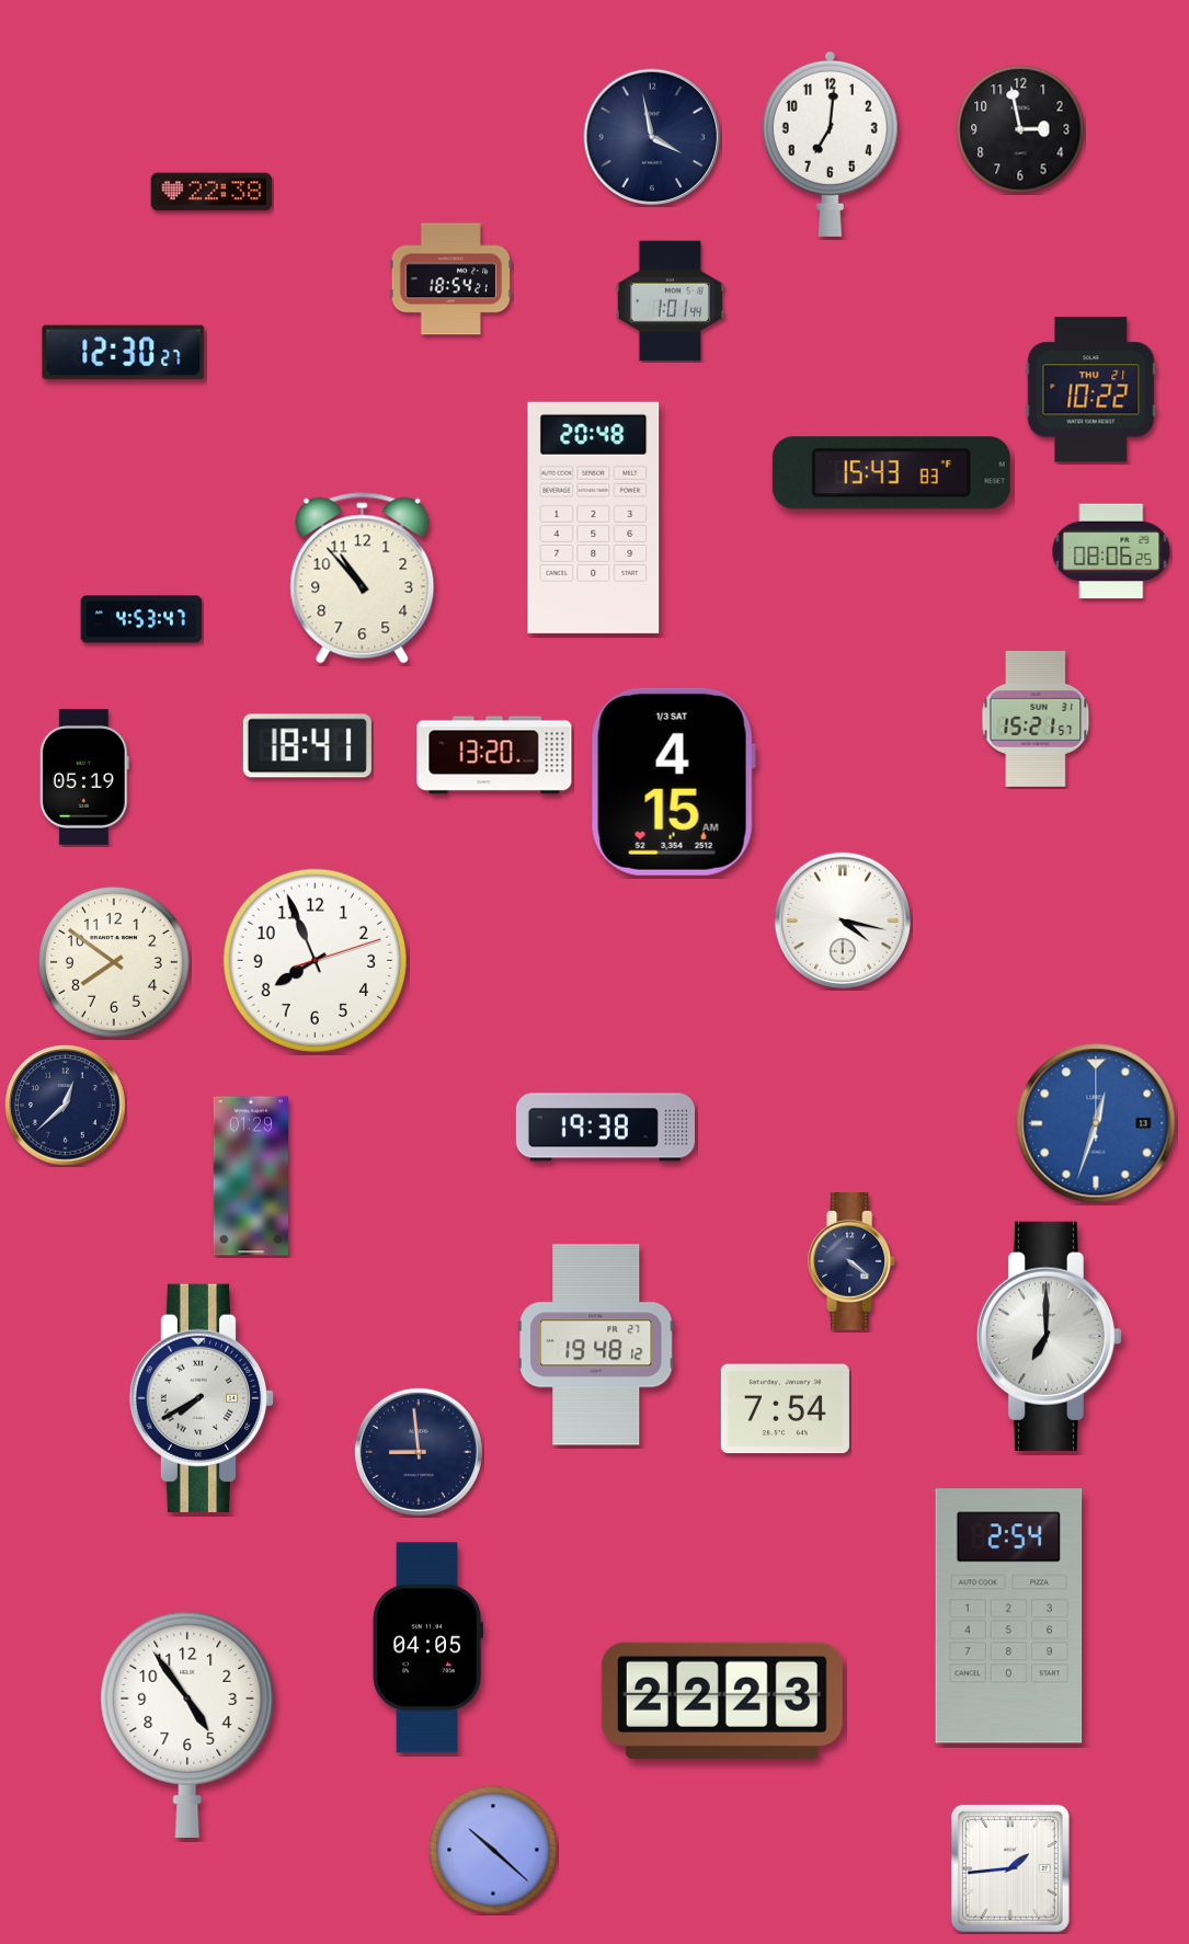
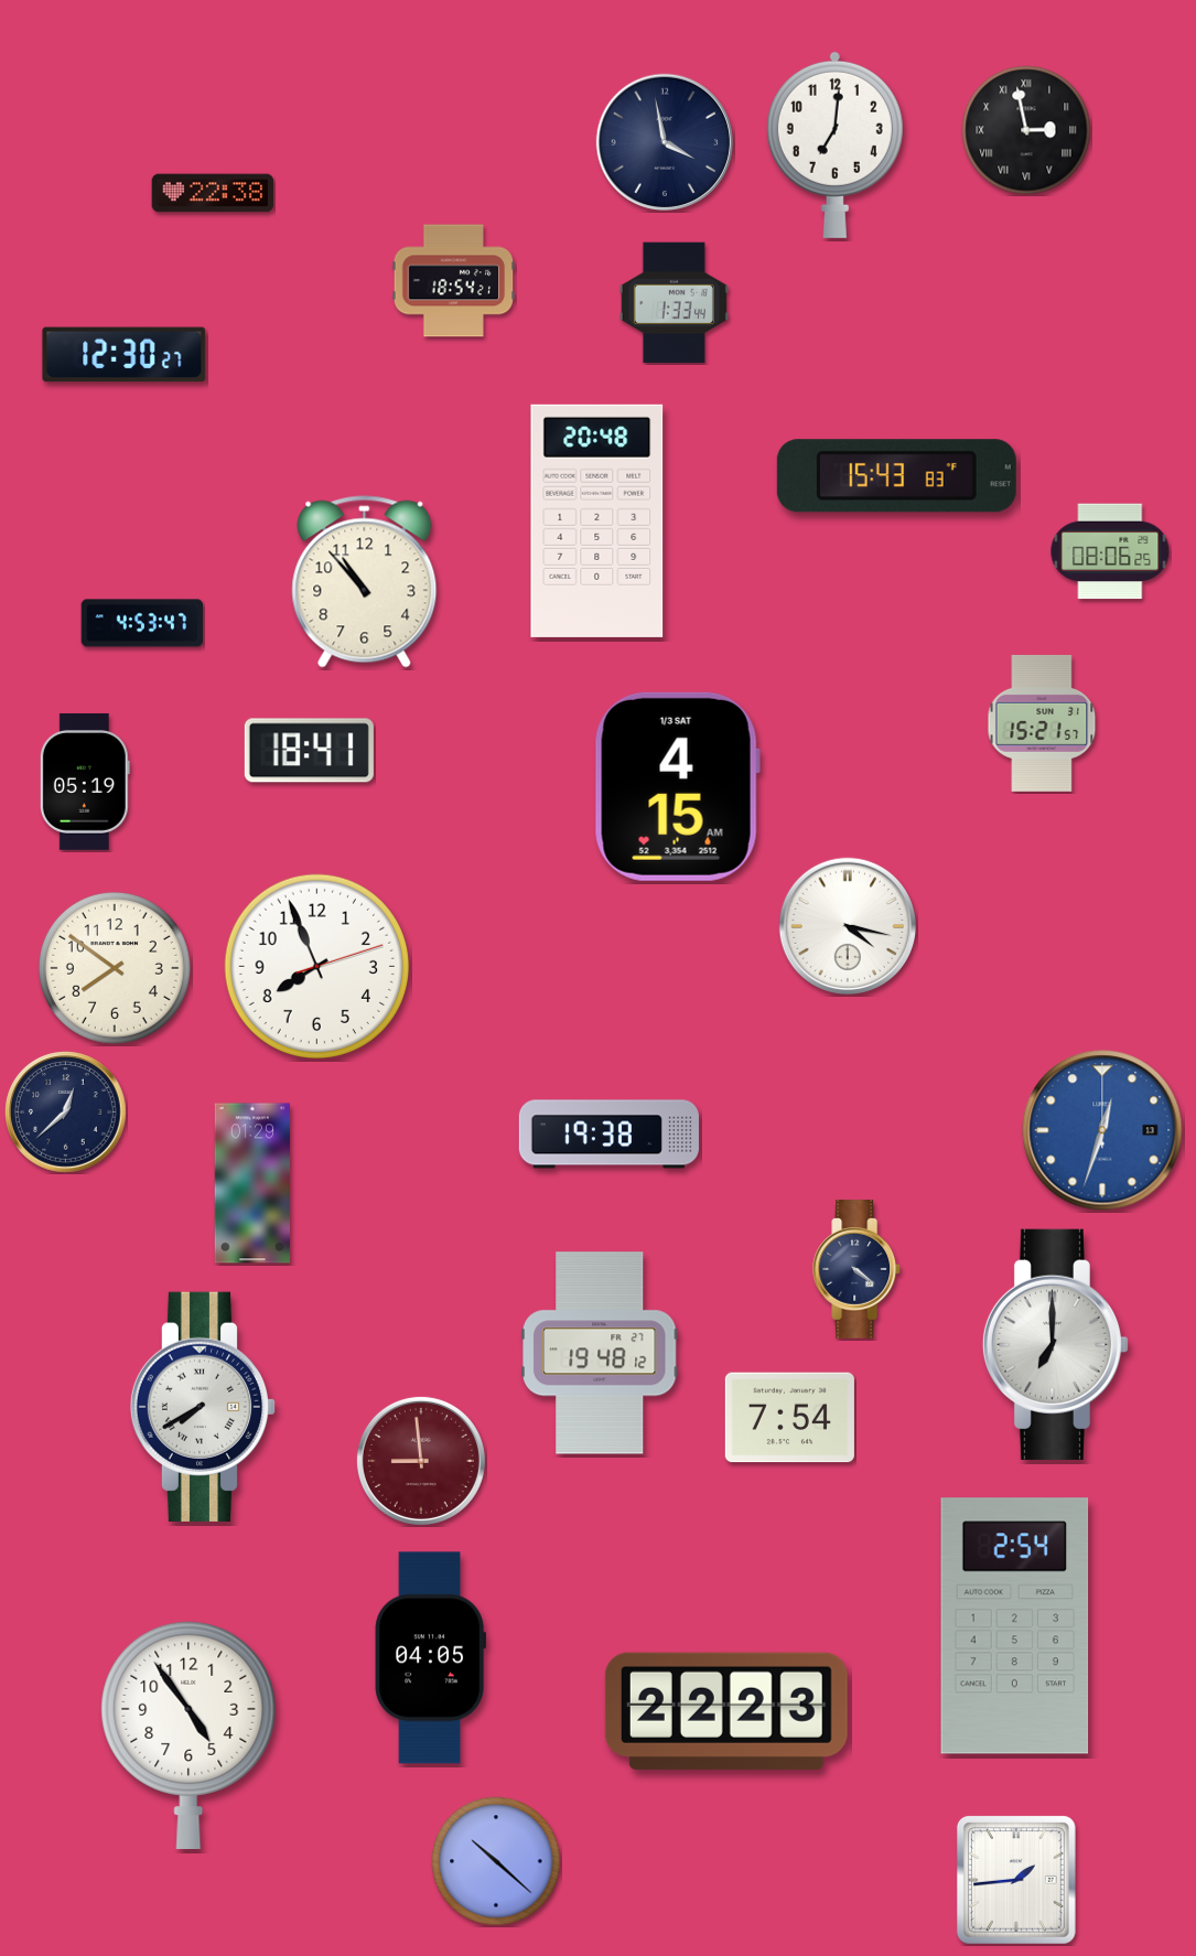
clock at (1020, 129) numerals: Arabic -> Roman
clock at (651, 136) position: (651, 136) -> (664, 141)
clock at (670, 301): 1:01 -> 1:33
clock at (1091, 390): 10:22 -> none
clock at (1111, 551) position: (1111, 551) -> (1110, 551)
clock at (494, 755): 13:20 -> none
clock at (419, 1452) dial: navy -> burgundy
